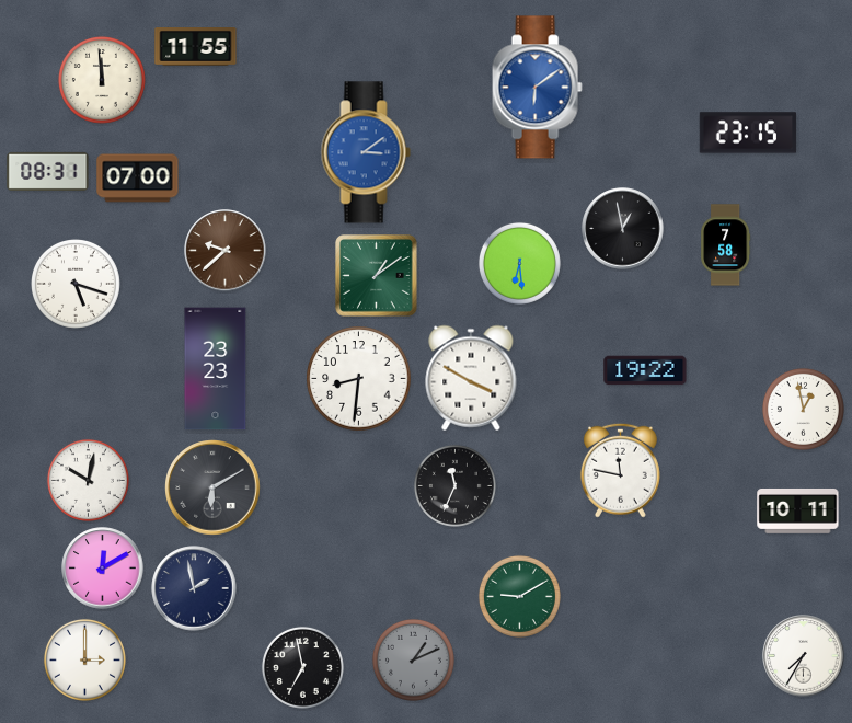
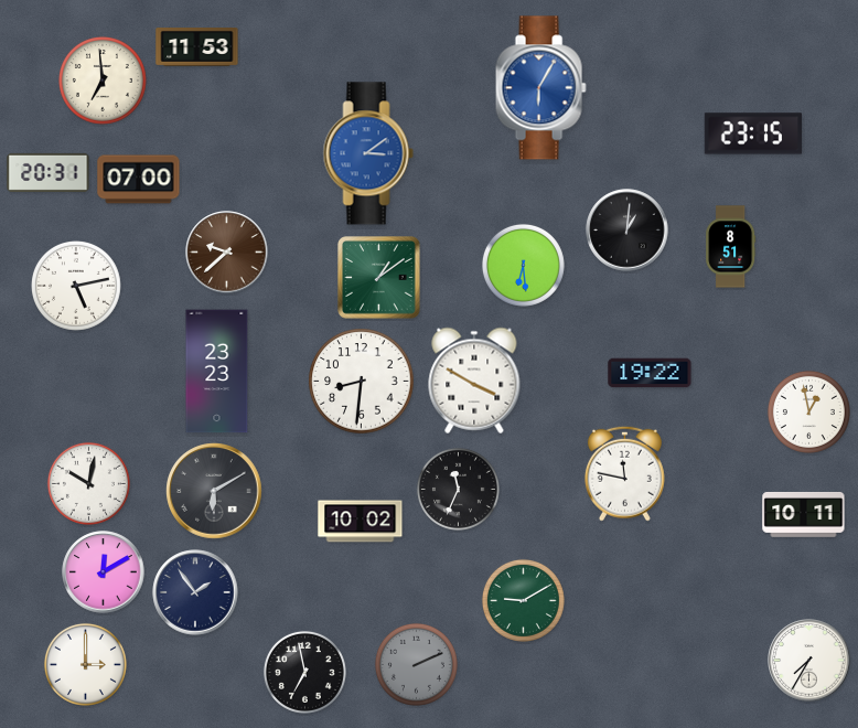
clock at (196, 47): 11:55 -> 11:53
clock at (102, 80): 11:59 -> 6:59
clock at (537, 88): 6:09 -> 6:05
clock at (48, 171): 08:31 -> 20:31
clock at (623, 229): 12:58 -> 1:01
clock at (726, 245): 7:58 -> 8:51
clock at (77, 285): 5:18 -> 5:13
clock at (361, 522): none -> 10:02
clock at (194, 588): 1:58 -> 1:54
clock at (413, 659): 1:11 -> 2:11
